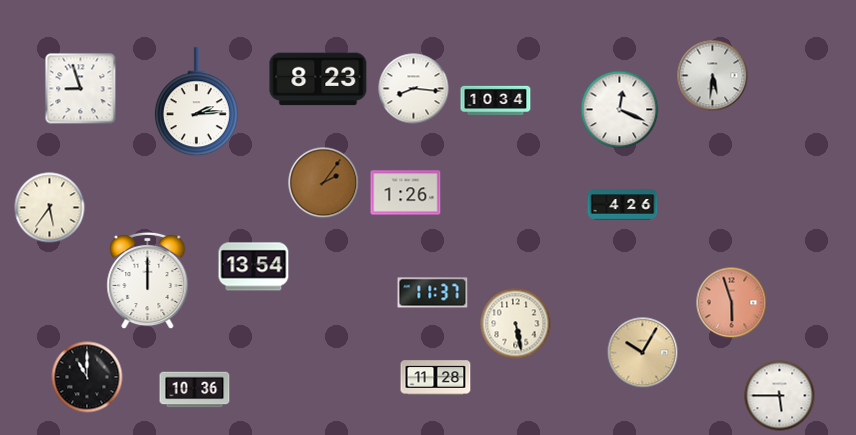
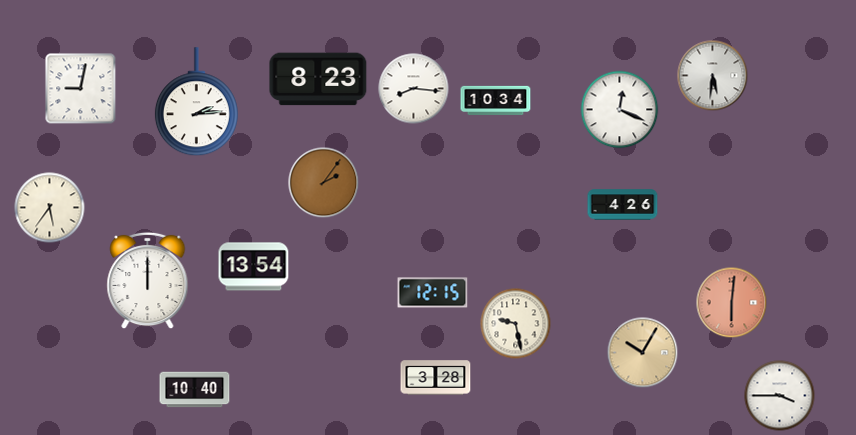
clock at (81, 89): 8:57 -> 9:02
clock at (406, 193): 1:26 -> none
clock at (433, 293): 11:37 -> 12:15
clock at (732, 303): 5:57 -> 6:01
clock at (516, 324): 5:28 -> 9:28
clock at (87, 377): 11:00 -> none
clock at (436, 378): 11:28 -> 3:28
clock at (195, 390): 10:36 -> 10:40
clock at (780, 396): 5:45 -> 3:45
